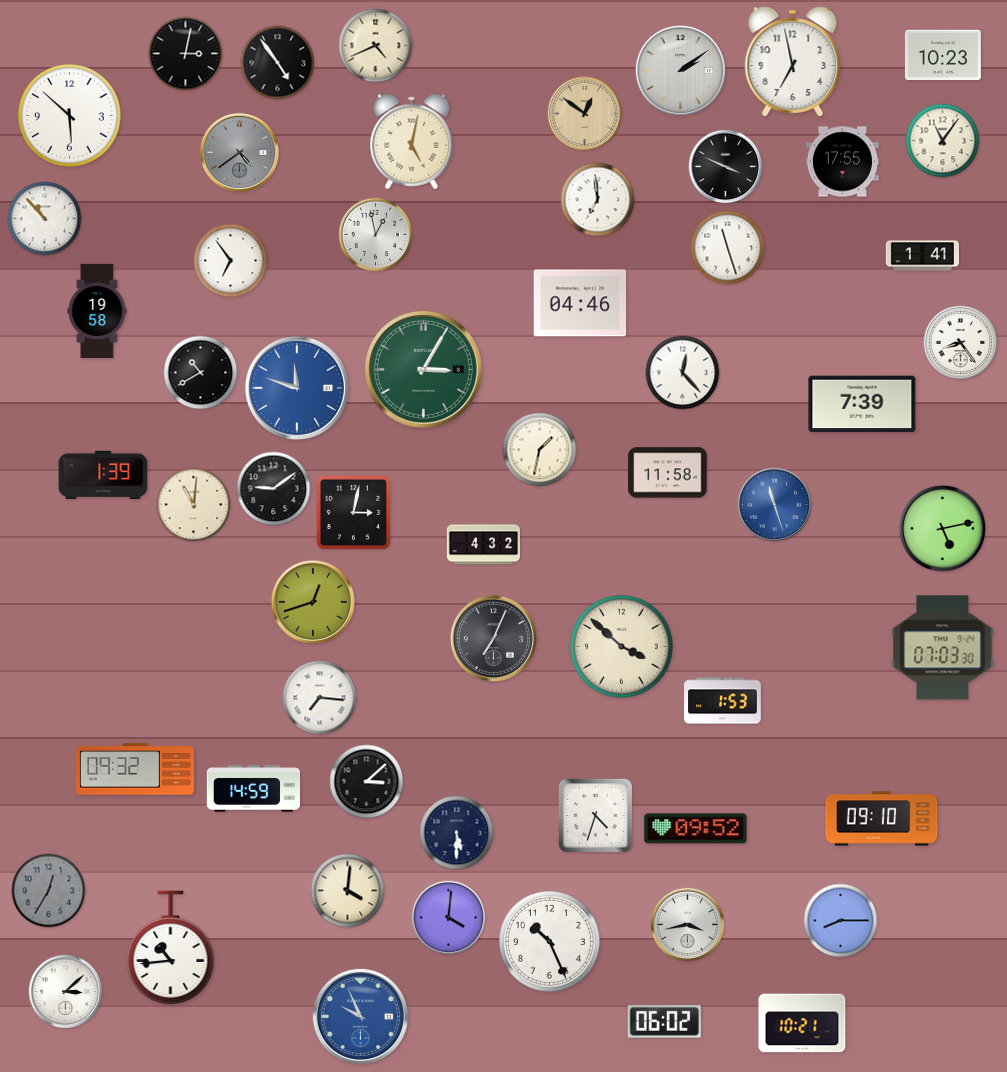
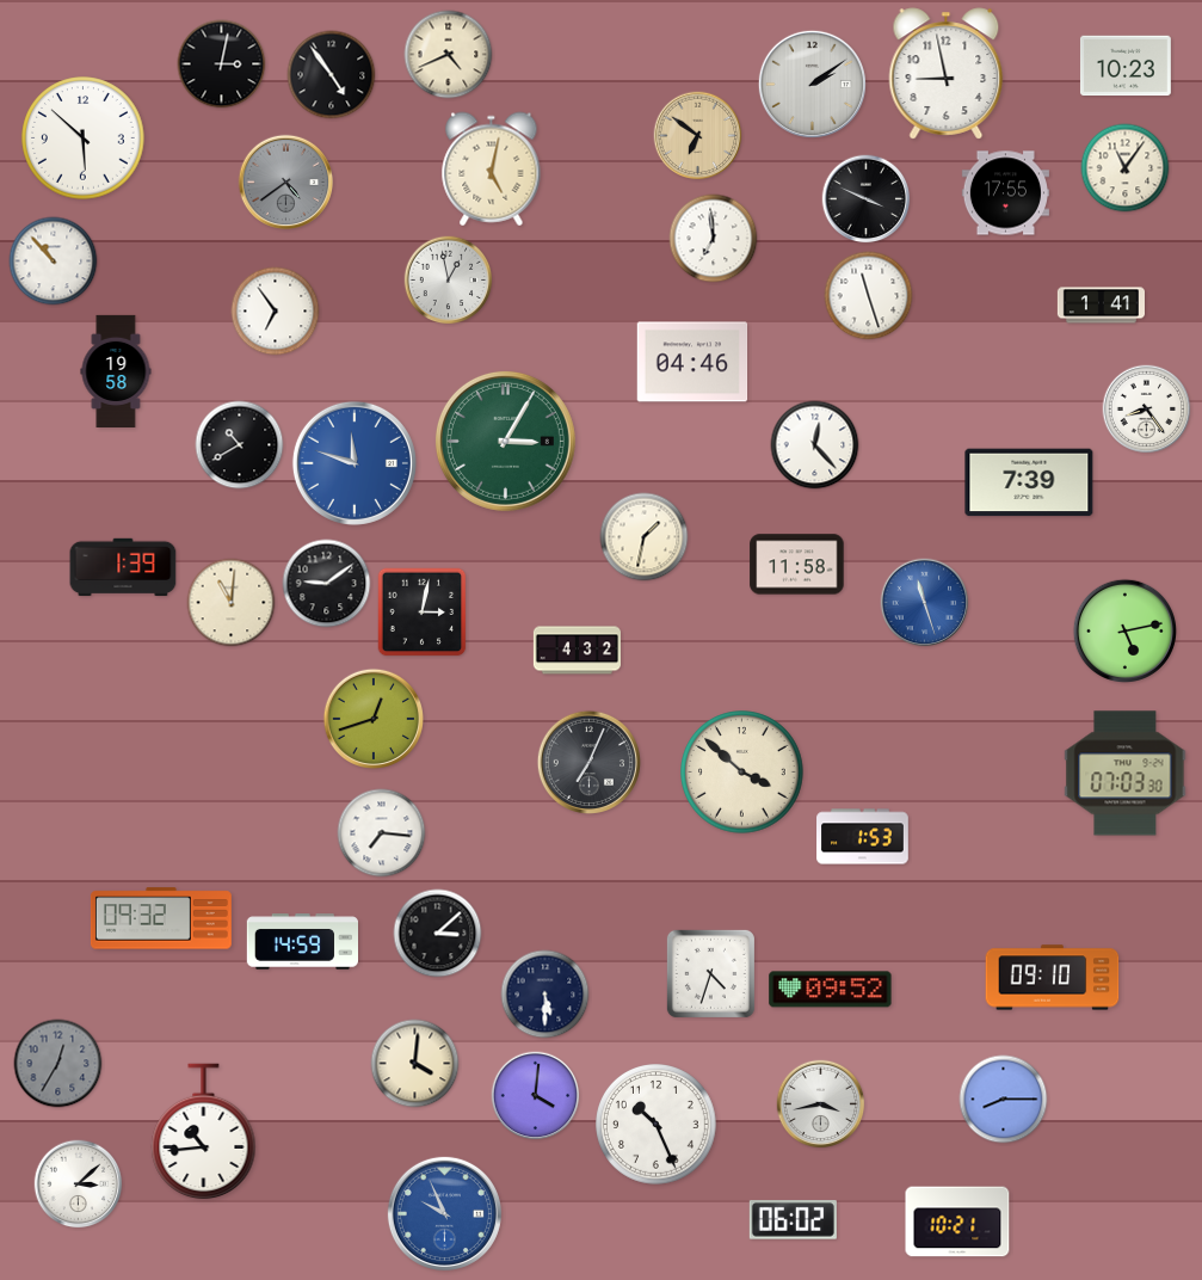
clock at (793, 62): 6:58 -> 8:58
clock at (585, 114): 12:51 -> 6:51
clock at (360, 1016) position: (360, 1016) -> (444, 1213)
